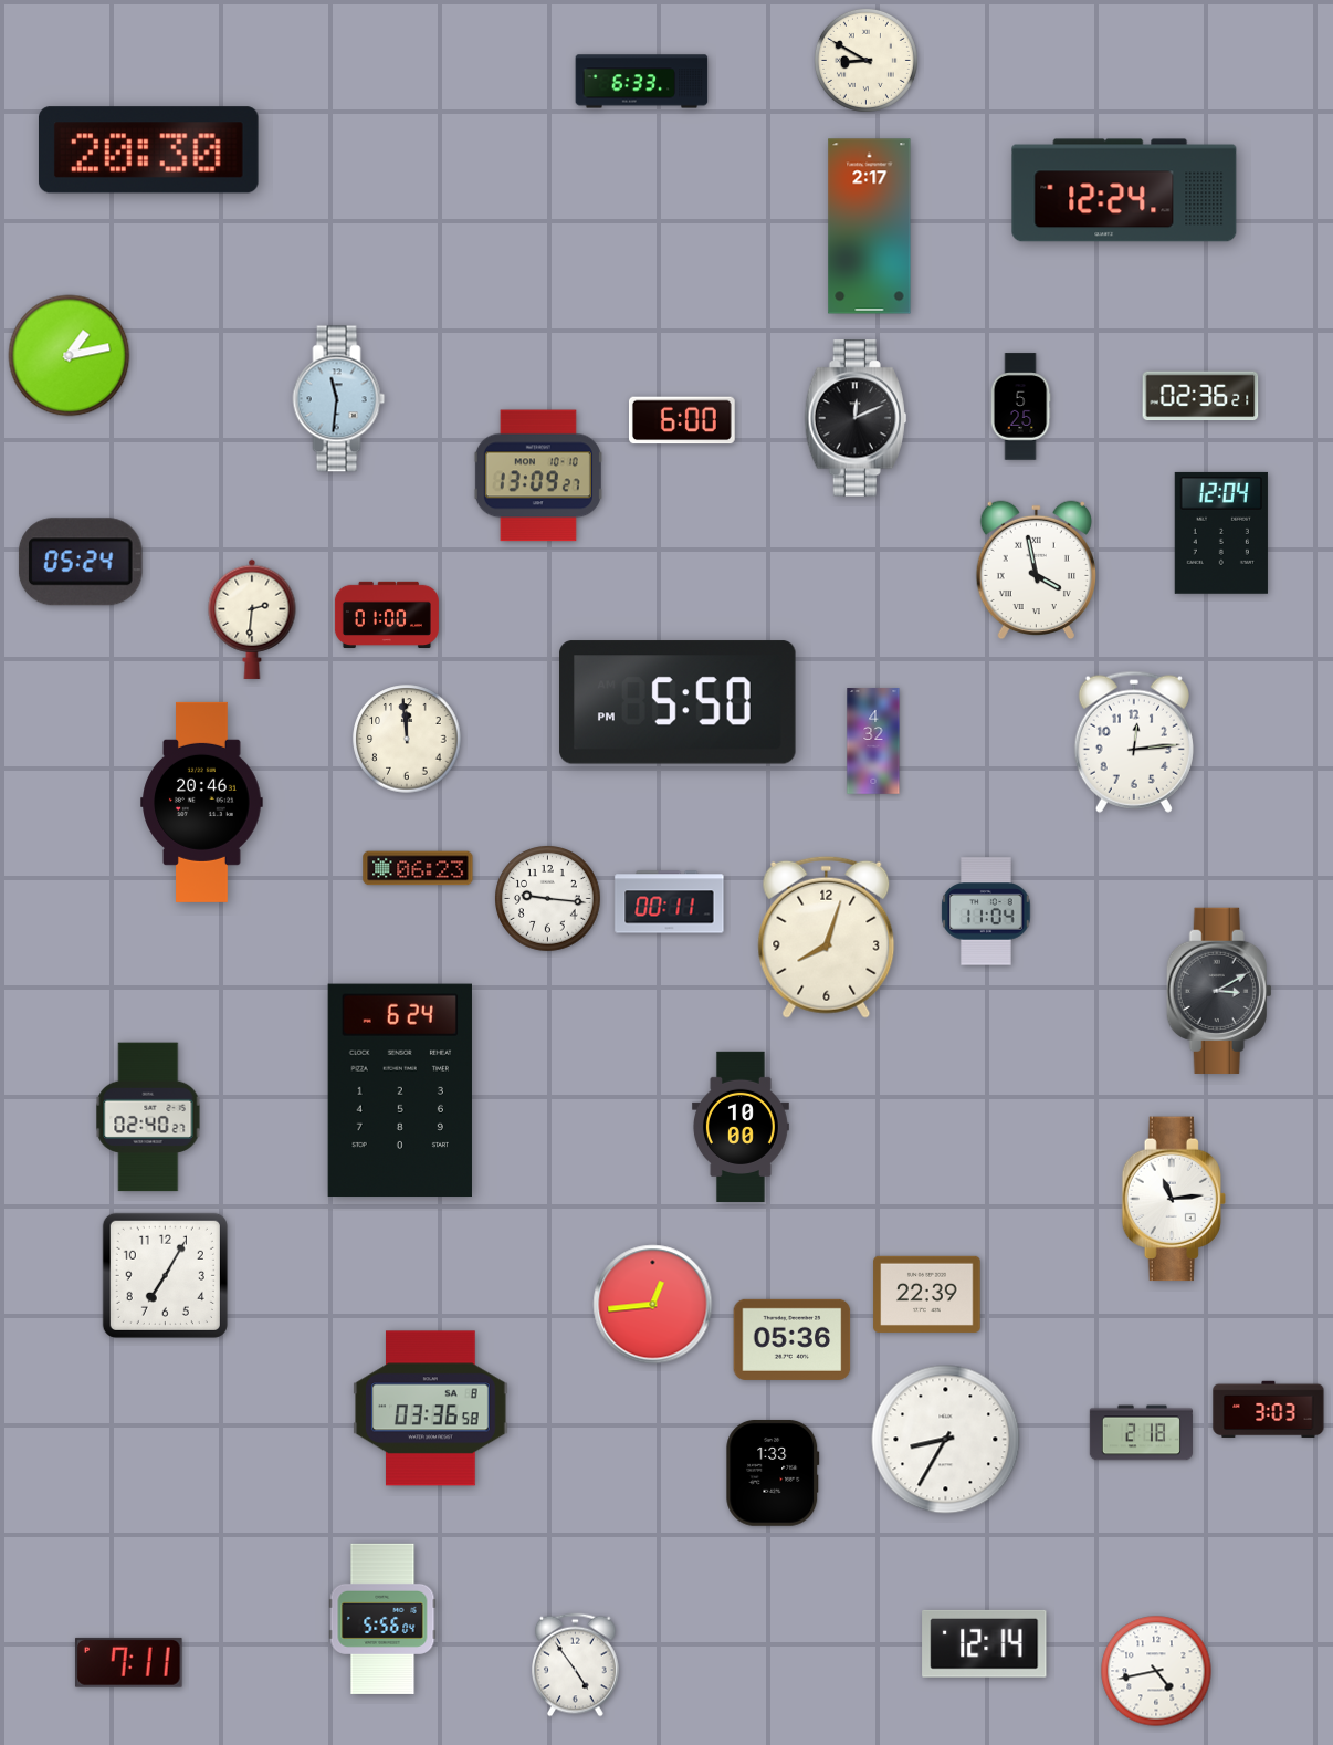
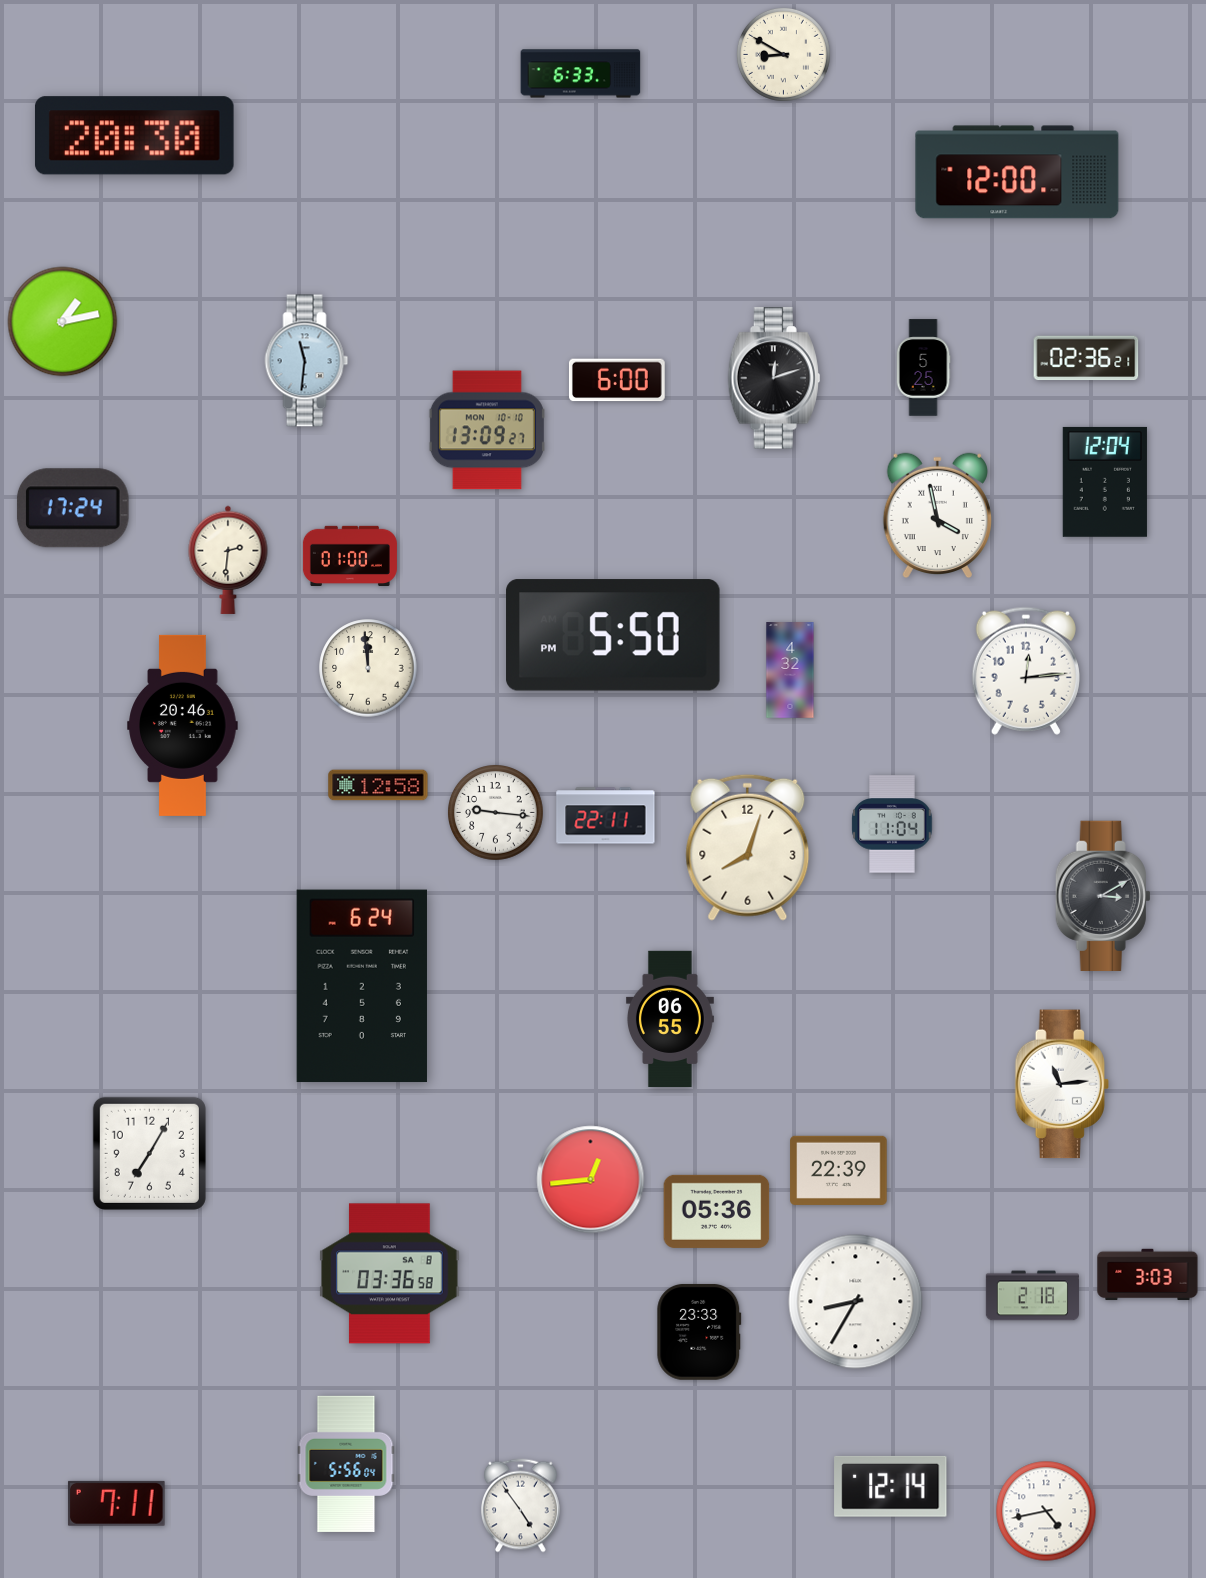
clock at (1124, 190): 12:24 -> 12:00
clock at (870, 227): 2:17 -> none
clock at (856, 418): 12:11 -> 12:12
clock at (81, 562): 05:24 -> 17:24
clock at (418, 868): 06:23 -> 12:58
clock at (670, 902): 00:11 -> 22:11
clock at (148, 1117): 02:40 -> none
clock at (741, 1126): 10:00 -> 06:55
clock at (773, 1473): 1:33 -> 23:33
